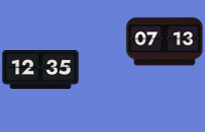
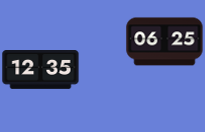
clock at (165, 42): 07:13 -> 06:25
